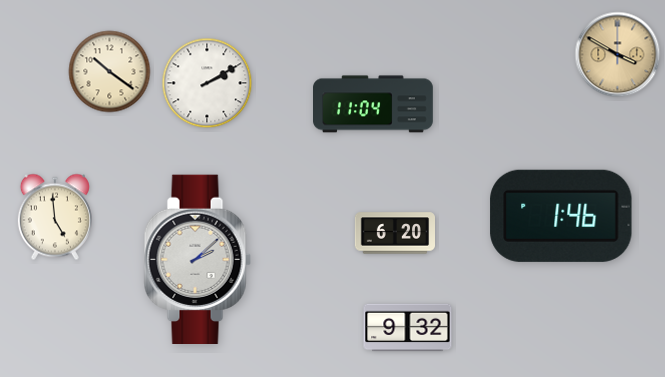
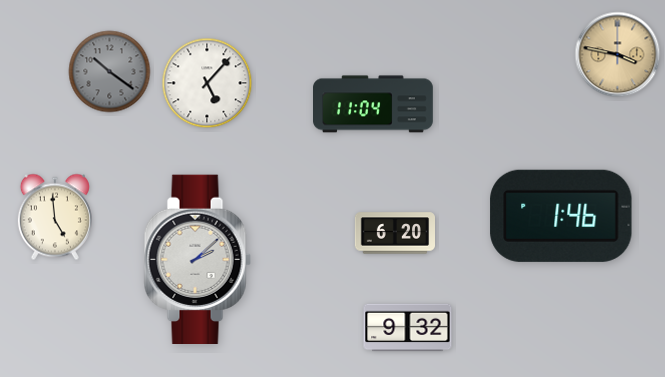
clock at (618, 55): 3:50 -> 3:47
clock at (110, 72) dial: cream -> grey
clock at (207, 83): 2:10 -> 5:07
